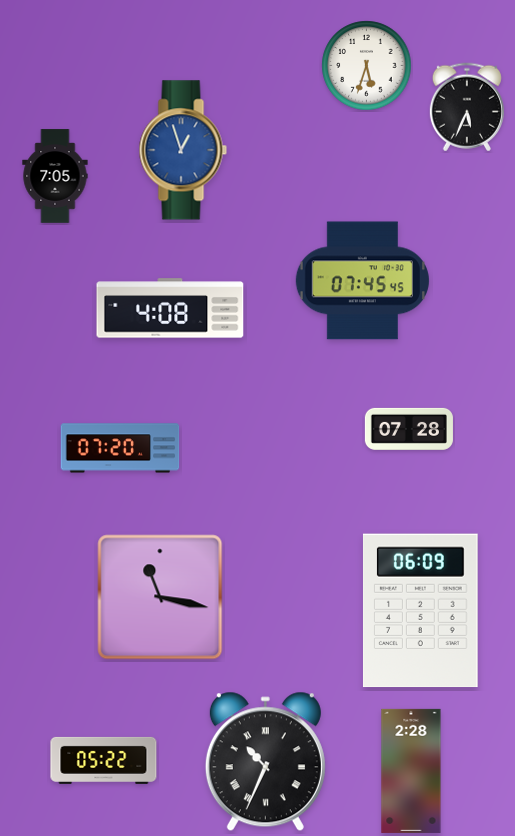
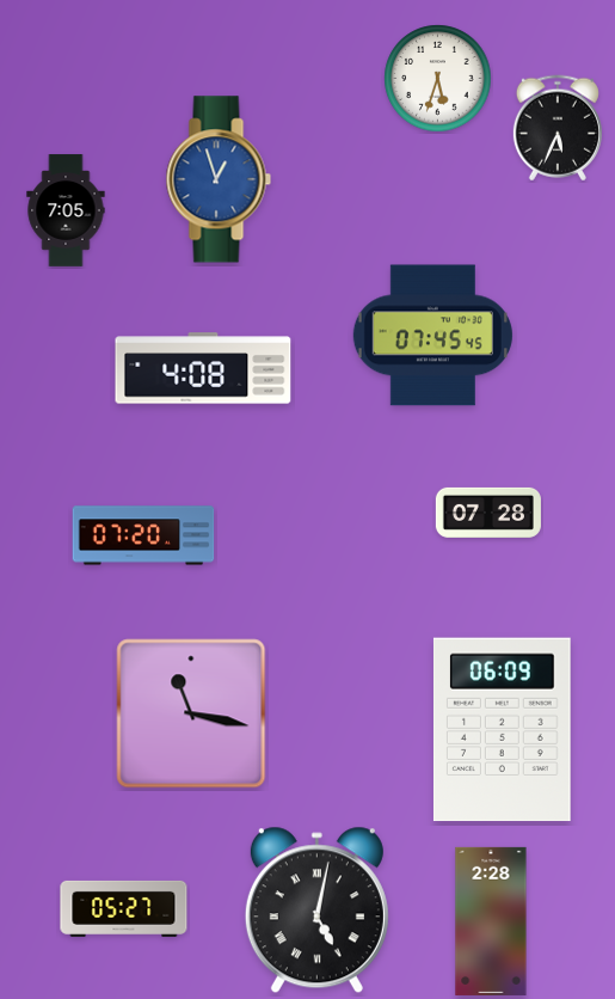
clock at (104, 760): 05:22 -> 05:27
clock at (265, 762): 10:34 -> 5:02
